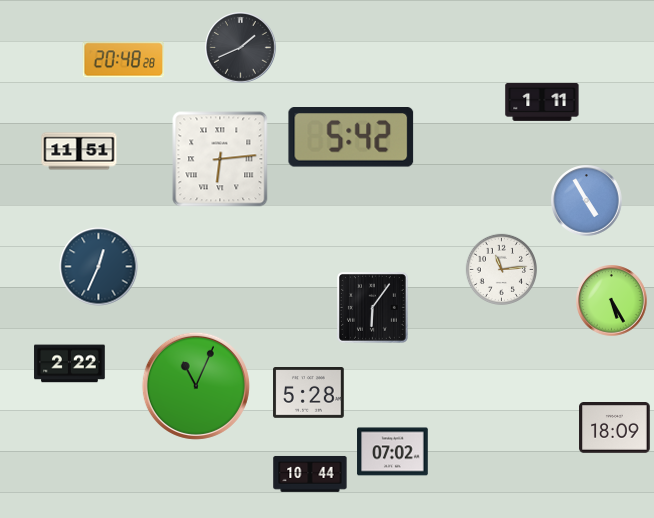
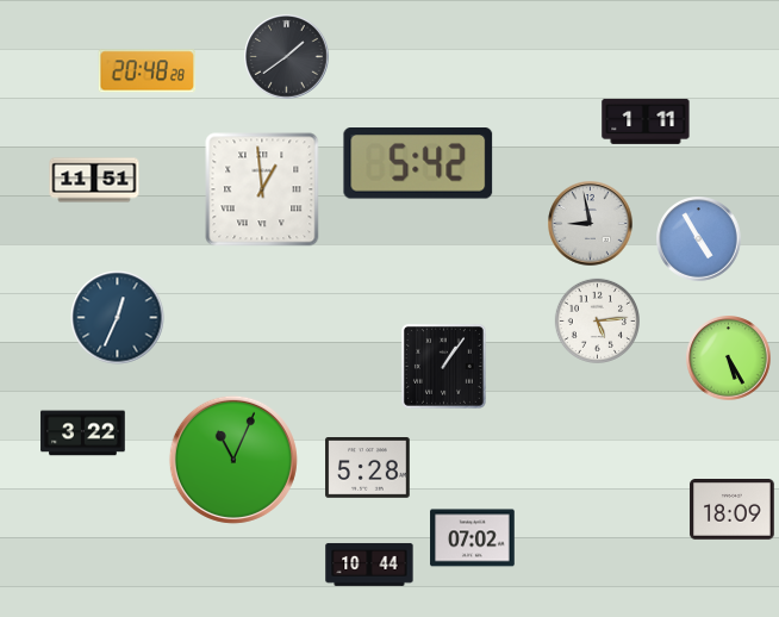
clock at (241, 48): 1:41 -> 1:39
clock at (220, 159): 6:14 -> 12:59
clock at (591, 224): none -> 8:58
clock at (501, 269): 11:14 -> 5:14
clock at (372, 307): 6:06 -> 1:06
clock at (70, 364): 2:22 -> 3:22
clock at (393, 452) position: (393, 452) -> (473, 538)
